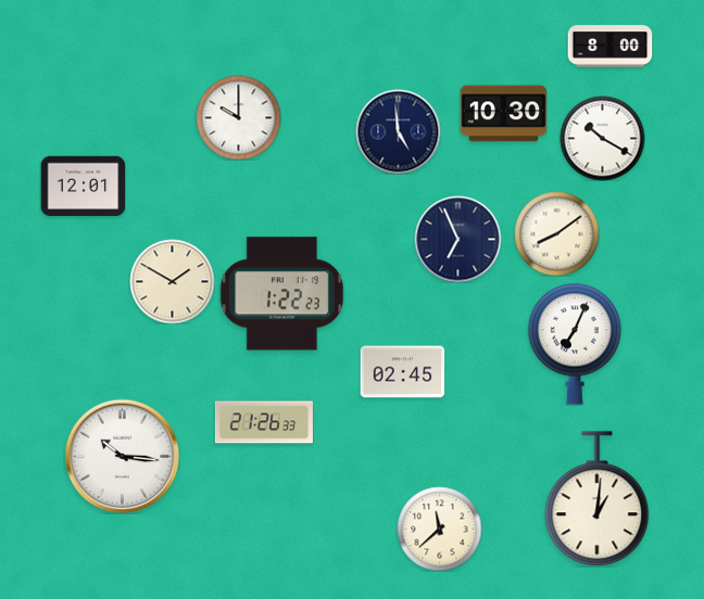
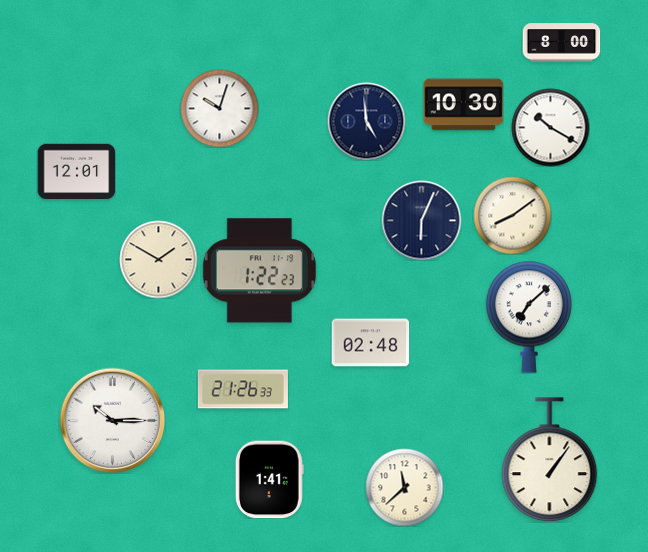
clock at (238, 117): 10:00 -> 10:03
clock at (602, 138) position: (602, 138) -> (550, 127)
clock at (457, 239): 6:56 -> 6:04
clock at (575, 344): 7:04 -> 7:08
clock at (402, 372): 02:45 -> 02:48
clock at (122, 456): 10:16 -> 10:15
clock at (598, 499): 1:01 -> 1:06
clock at (269, 479): none -> 1:41
